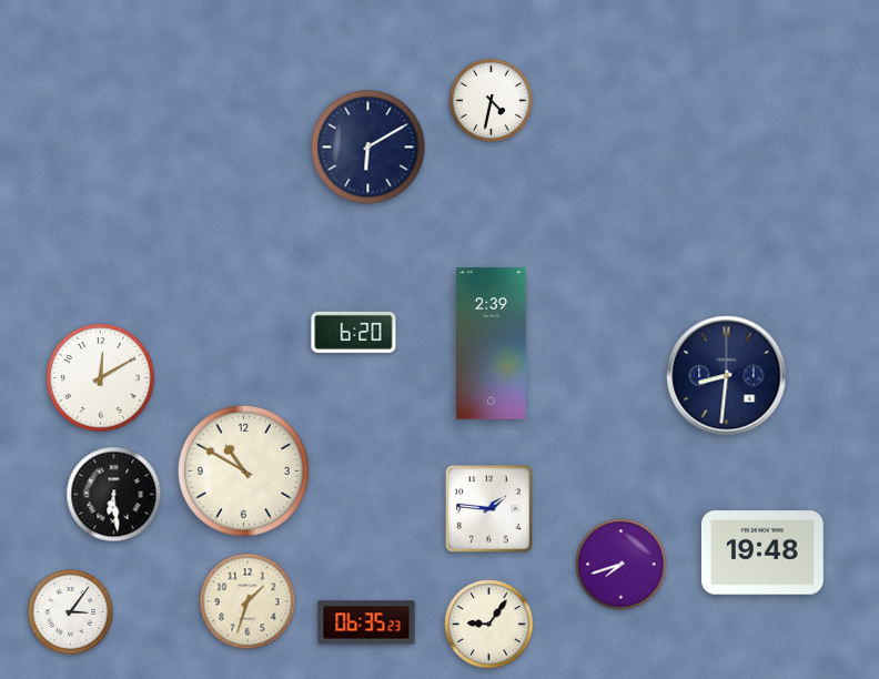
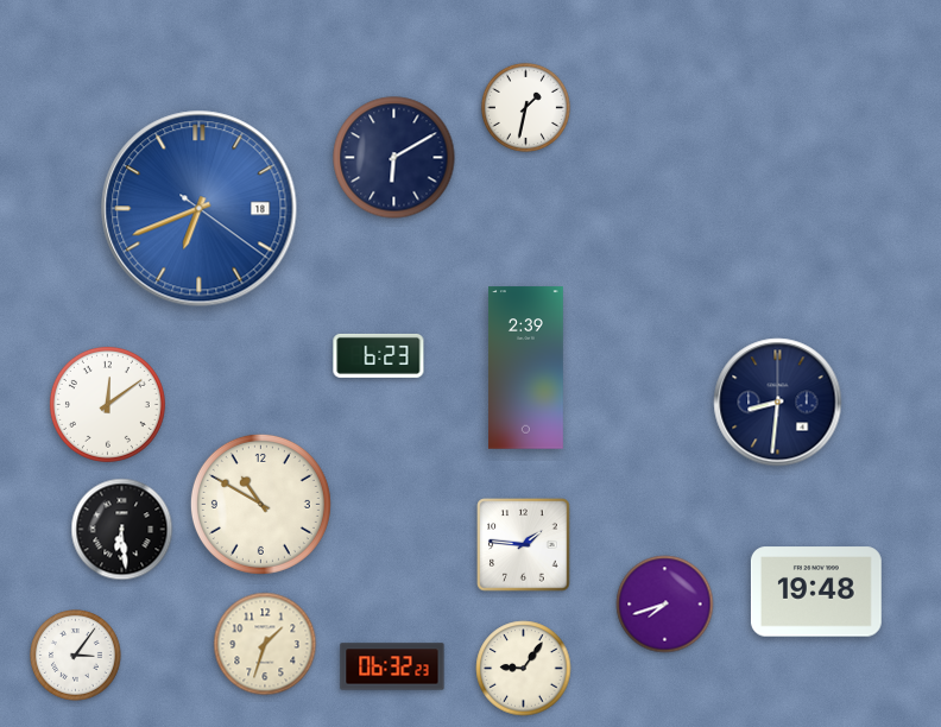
clock at (491, 100): 4:32 -> 1:32
clock at (200, 209): none -> 6:41
clock at (354, 332): 6:20 -> 6:23
clock at (100, 377): 12:10 -> 12:09
clock at (366, 622): 06:35 -> 06:32
